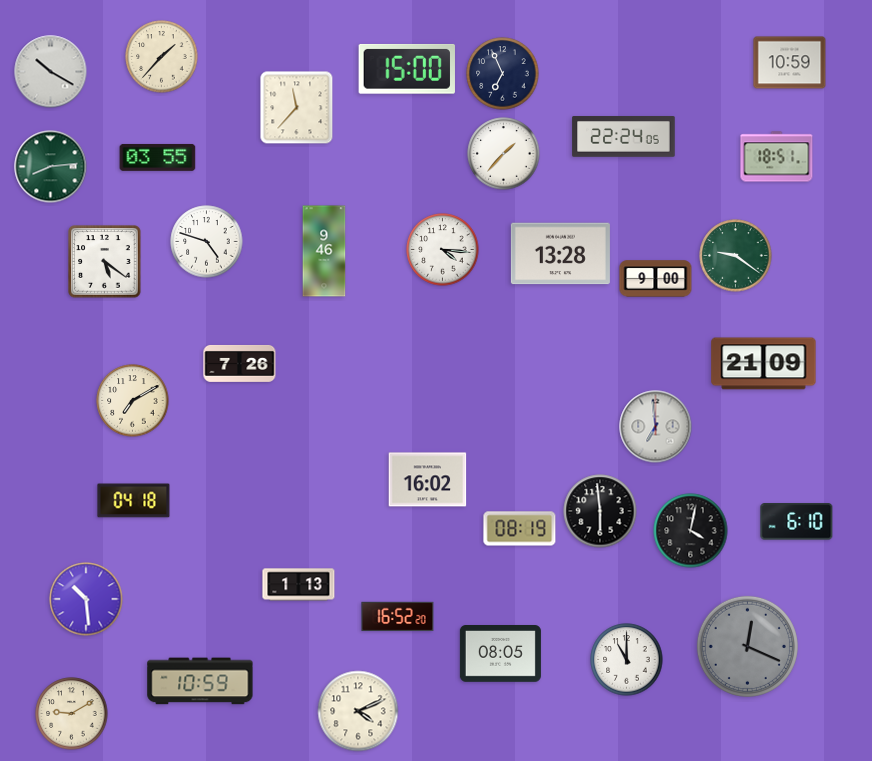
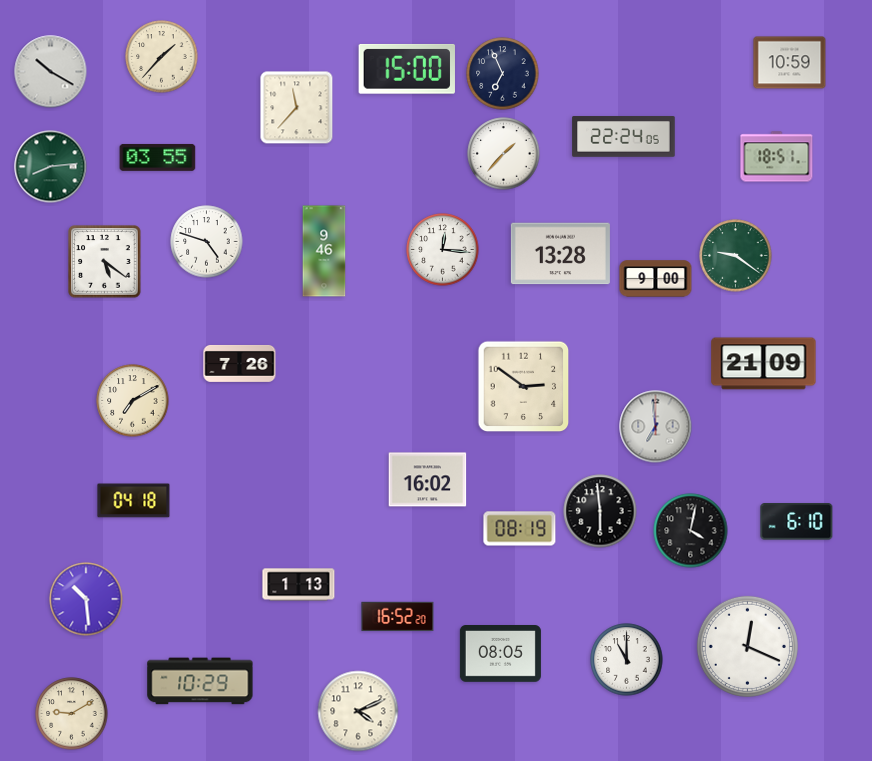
clock at (443, 250): 4:16 -> 12:16
clock at (524, 387): none -> 2:51
clock at (747, 646) dial: grey -> white
clock at (200, 681): 10:59 -> 10:29
